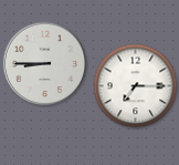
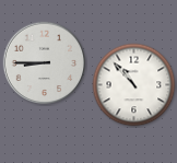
clock at (136, 86): 7:15 -> 10:53
